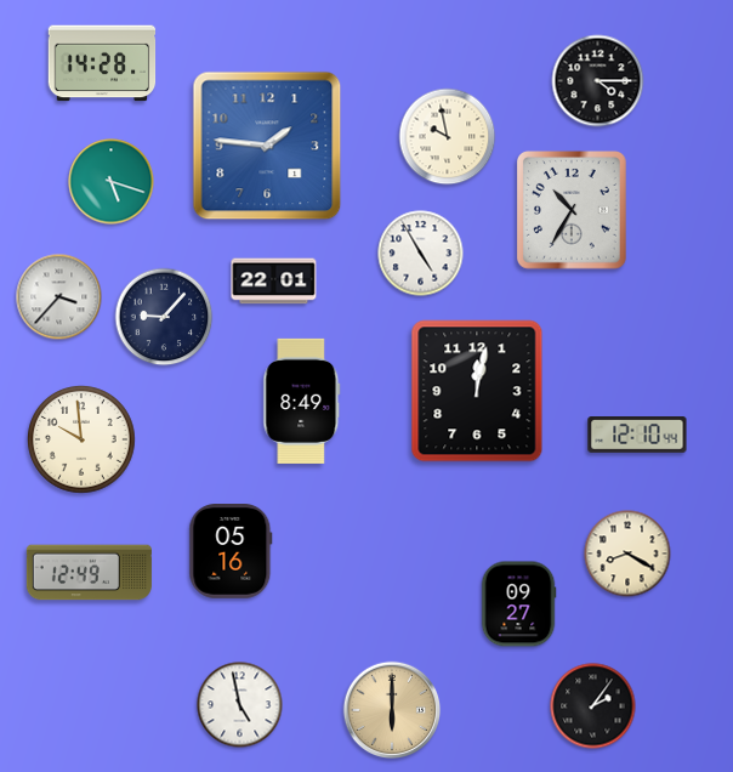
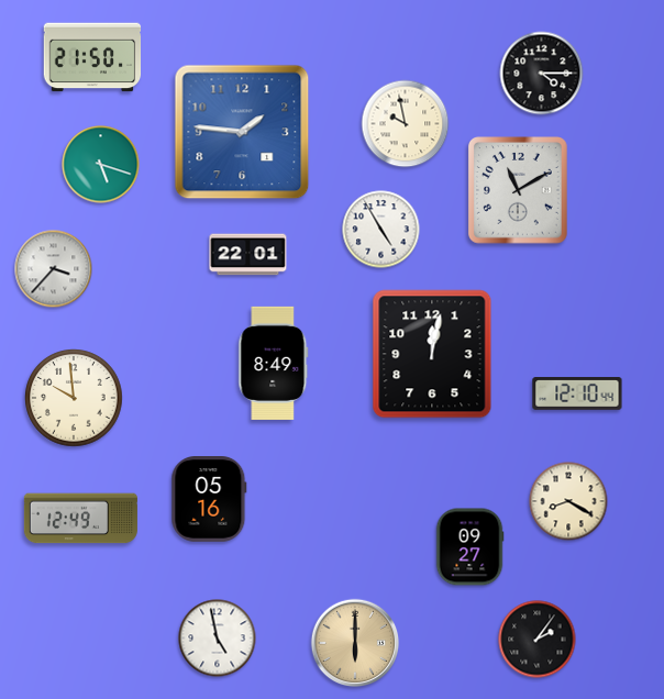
clock at (102, 63): 14:28 -> 21:50
clock at (573, 211): 10:35 -> 11:10
clock at (164, 317): 9:07 -> none
